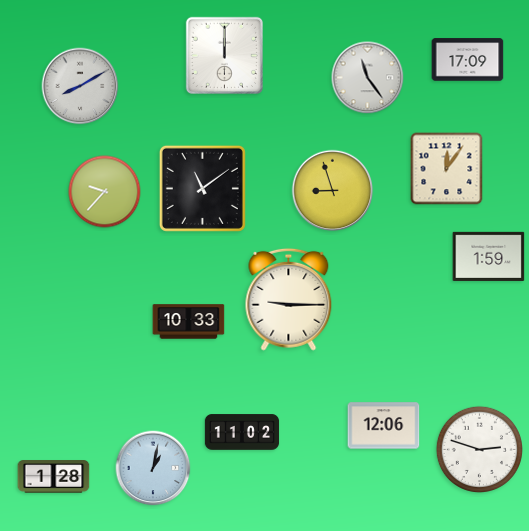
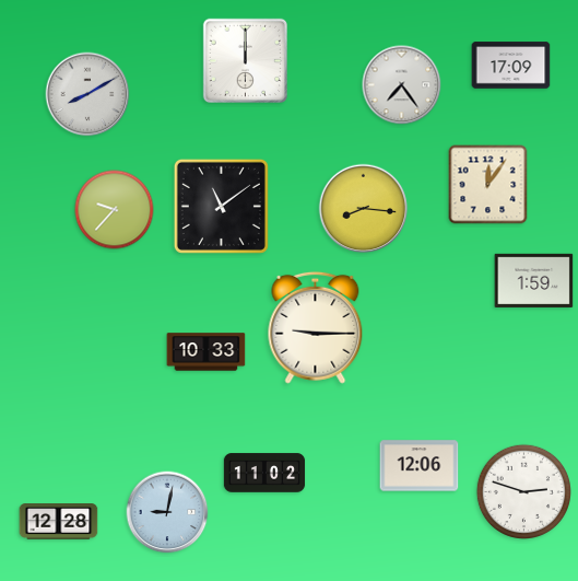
clock at (368, 78): 11:24 -> 7:24
clock at (333, 191): 8:57 -> 8:16
clock at (153, 468): 1:02 -> 9:02
clock at (54, 477): 1:28 -> 12:28
